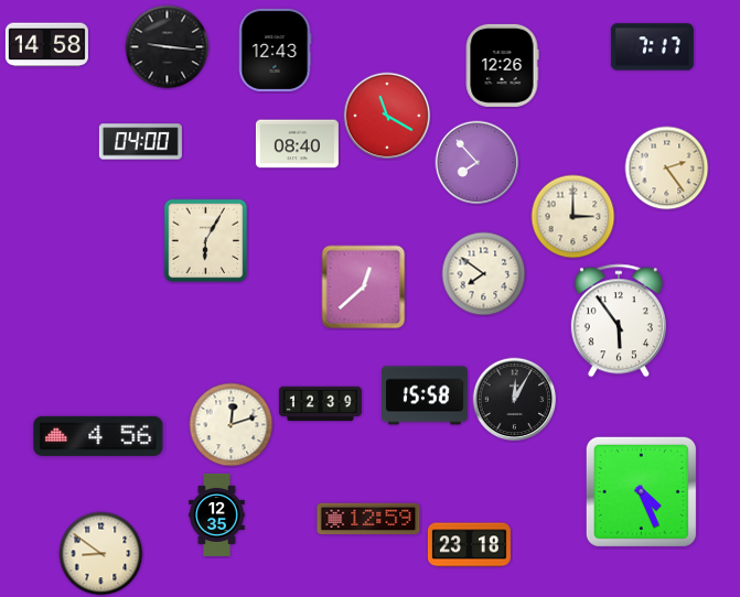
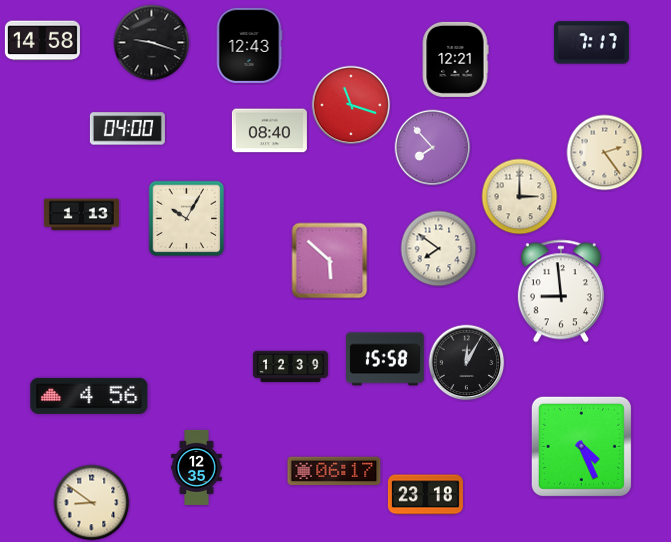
clock at (168, 47): 9:16 -> 9:18
clock at (502, 65): 12:26 -> 12:21
clock at (387, 116): 11:20 -> 11:18
clock at (81, 215): none -> 1:13
clock at (206, 241): 6:05 -> 10:05
clock at (364, 287): 12:38 -> 5:52
clock at (619, 321): 5:54 -> 8:59
clock at (232, 425): 12:12 -> none
clock at (368, 519): 12:59 -> 06:17
